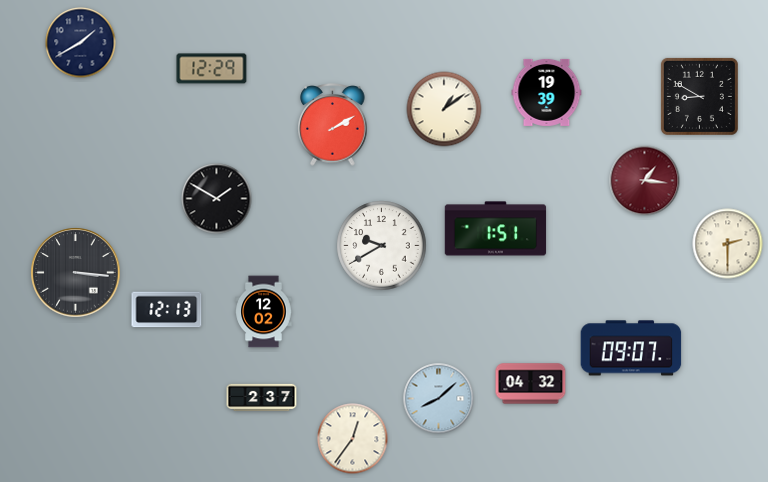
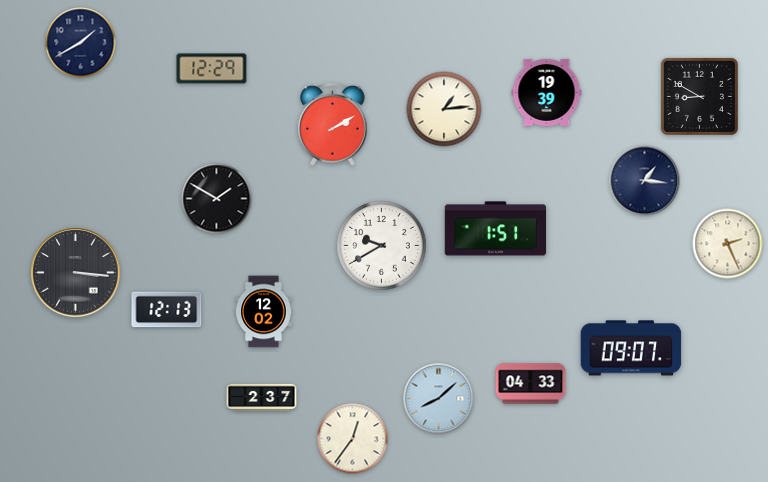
clock at (444, 109): 1:09 -> 1:14
clock at (645, 181) dial: burgundy -> navy
clock at (728, 244): 2:30 -> 2:26
clock at (531, 384): 04:32 -> 04:33
